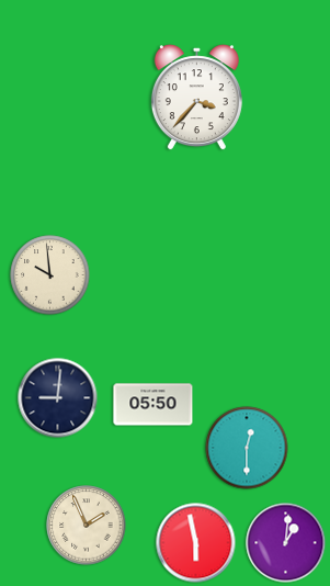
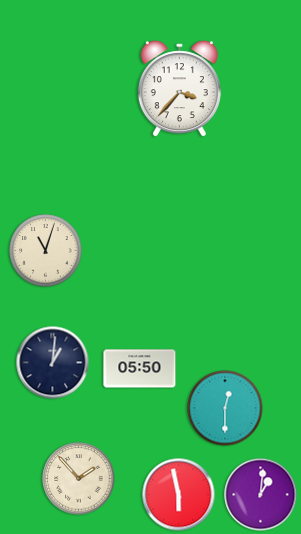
clock at (50, 275): 9:59 -> 11:03
clock at (58, 398): 9:01 -> 1:01
clock at (87, 526): 1:56 -> 1:53
